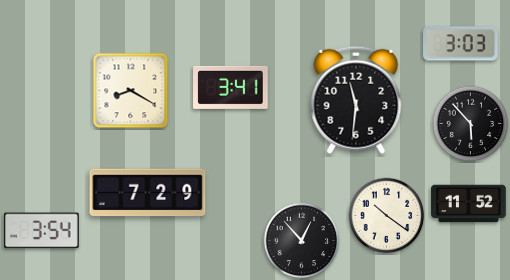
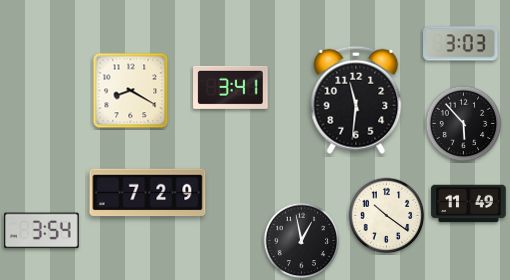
clock at (471, 124) position: (471, 124) -> (464, 124)
clock at (469, 204): 11:52 -> 11:49
clock at (302, 241): 12:53 -> 12:58
